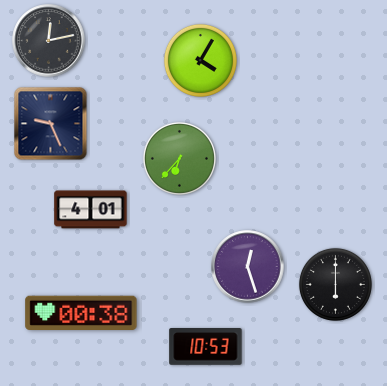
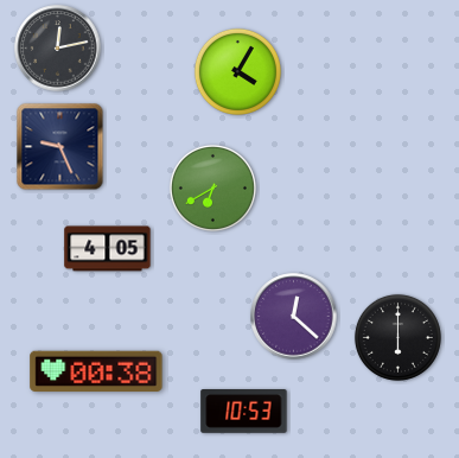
clock at (179, 158): 6:37 -> 6:40
clock at (91, 210): 4:01 -> 4:05
clock at (248, 267): 12:27 -> 12:22
